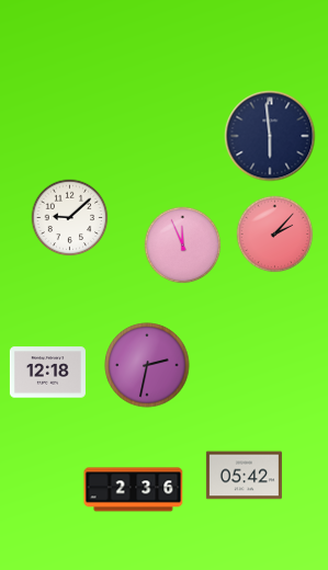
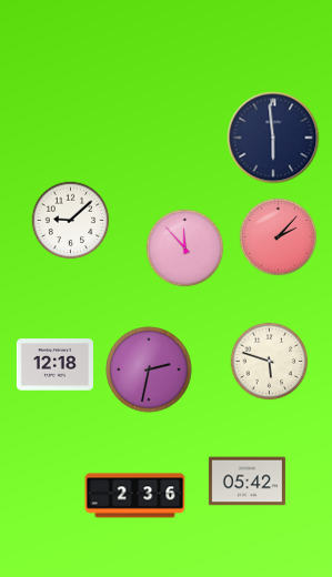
clock at (183, 246): 11:56 -> 11:53
clock at (270, 362): none -> 5:48
clock at (47, 373) position: (47, 373) -> (54, 365)
